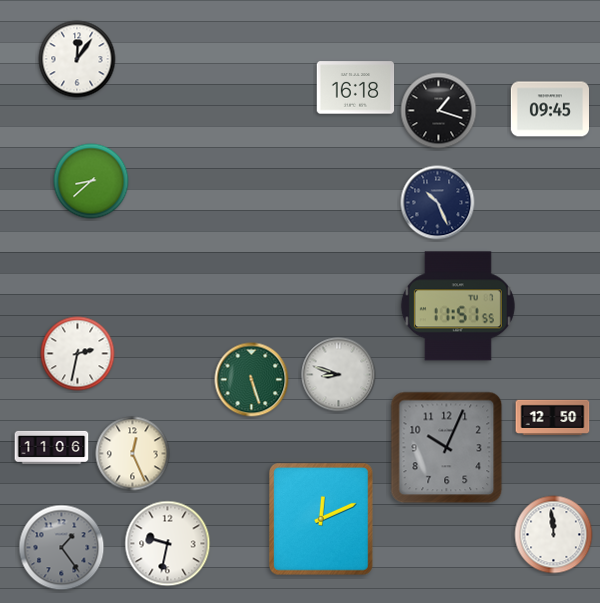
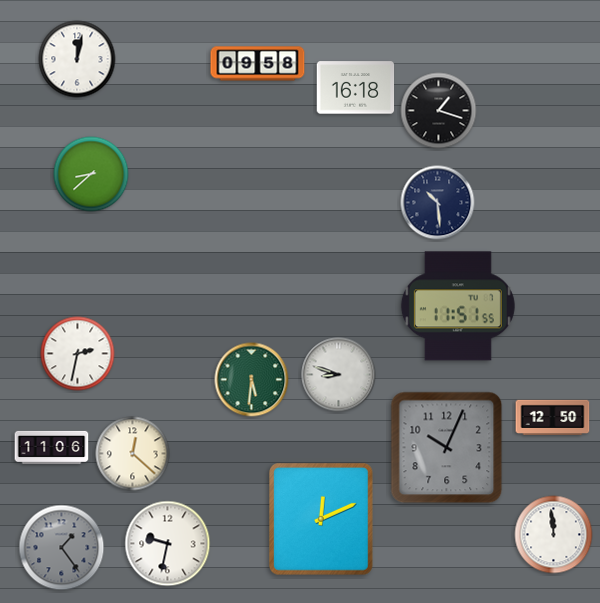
clock at (77, 59): 12:06 -> 12:02
clock at (258, 64): none -> 09:58
clock at (549, 109): 09:45 -> none
clock at (91, 181) position: (91, 181) -> (91, 174)
clock at (438, 203): 10:26 -> 10:29
clock at (252, 380): 5:27 -> 5:31
clock at (133, 454): 12:26 -> 12:22
